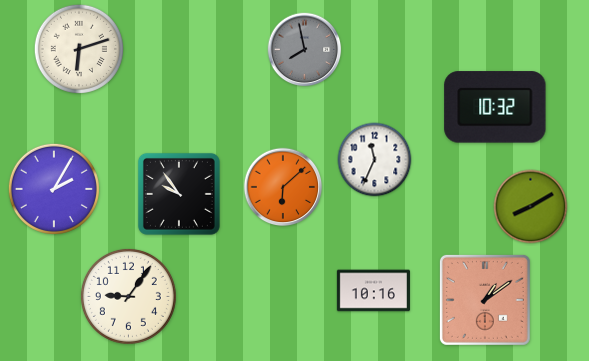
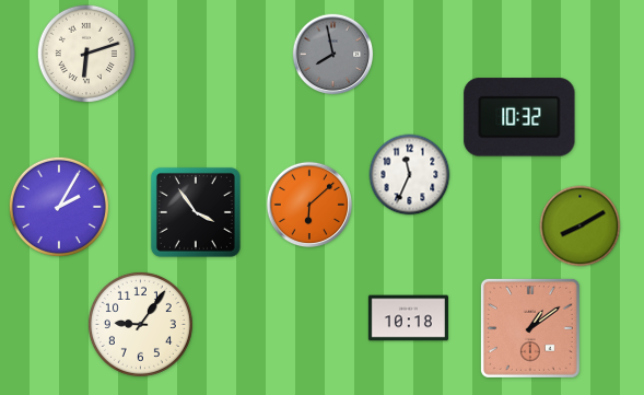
clock at (495, 107) position: (495, 107) -> (519, 117)
clock at (179, 194): 9:54 -> 3:54
clock at (373, 291): 10:16 -> 10:18
